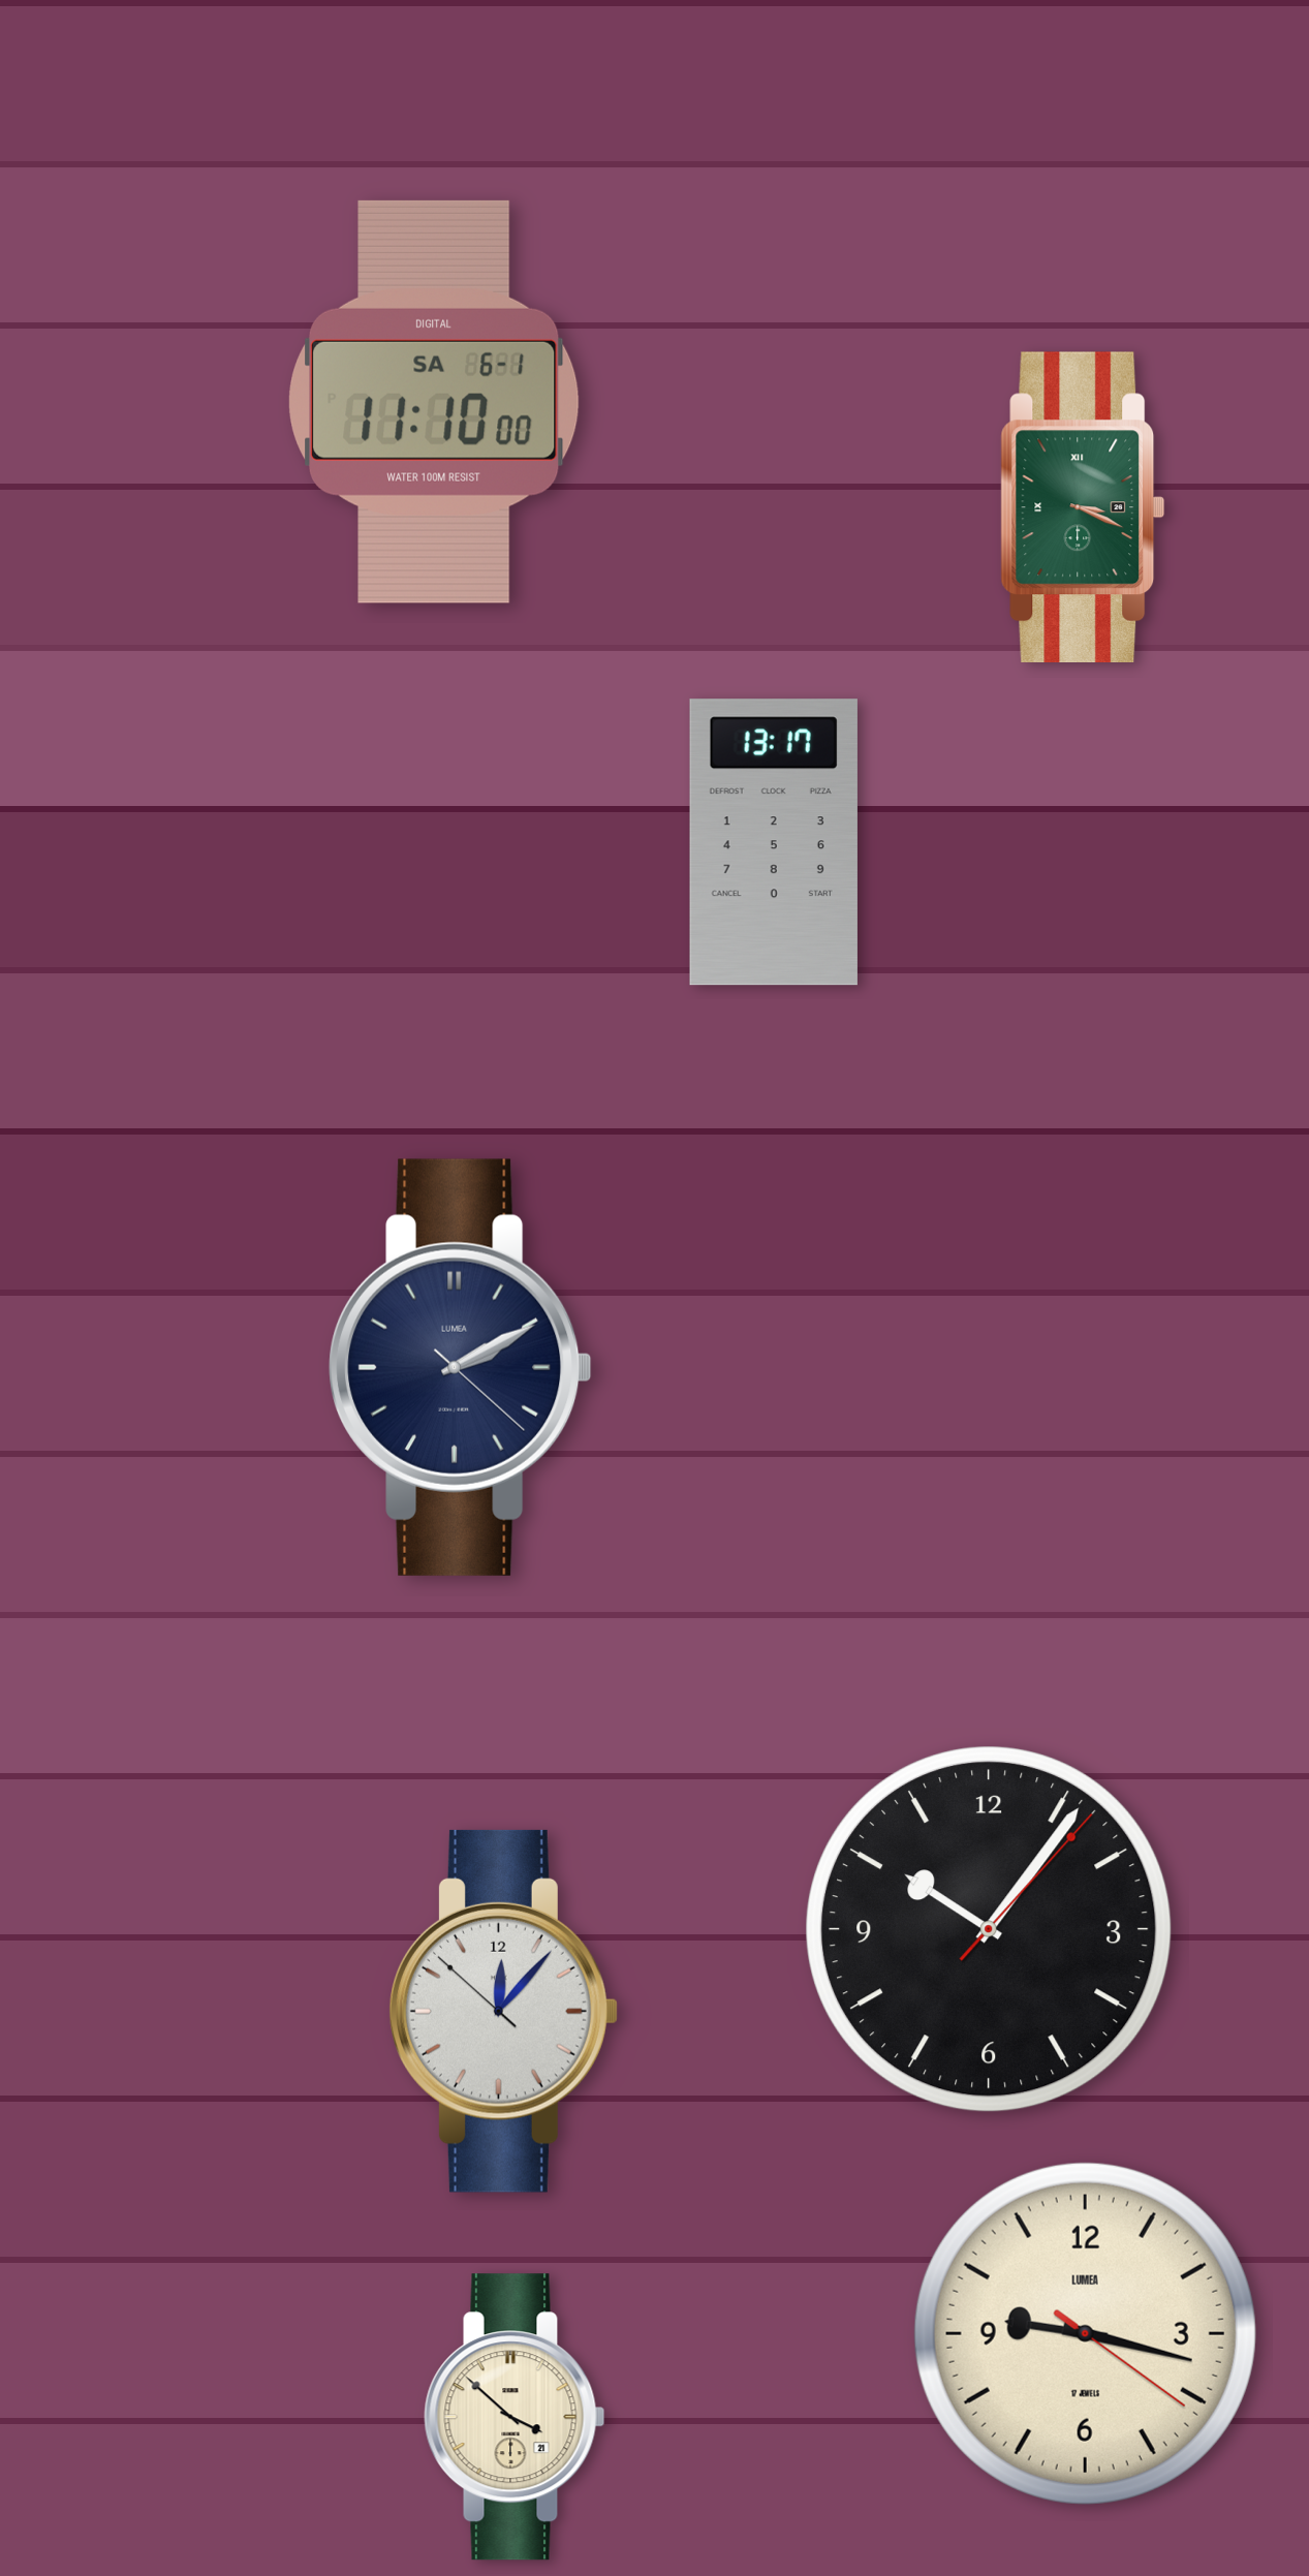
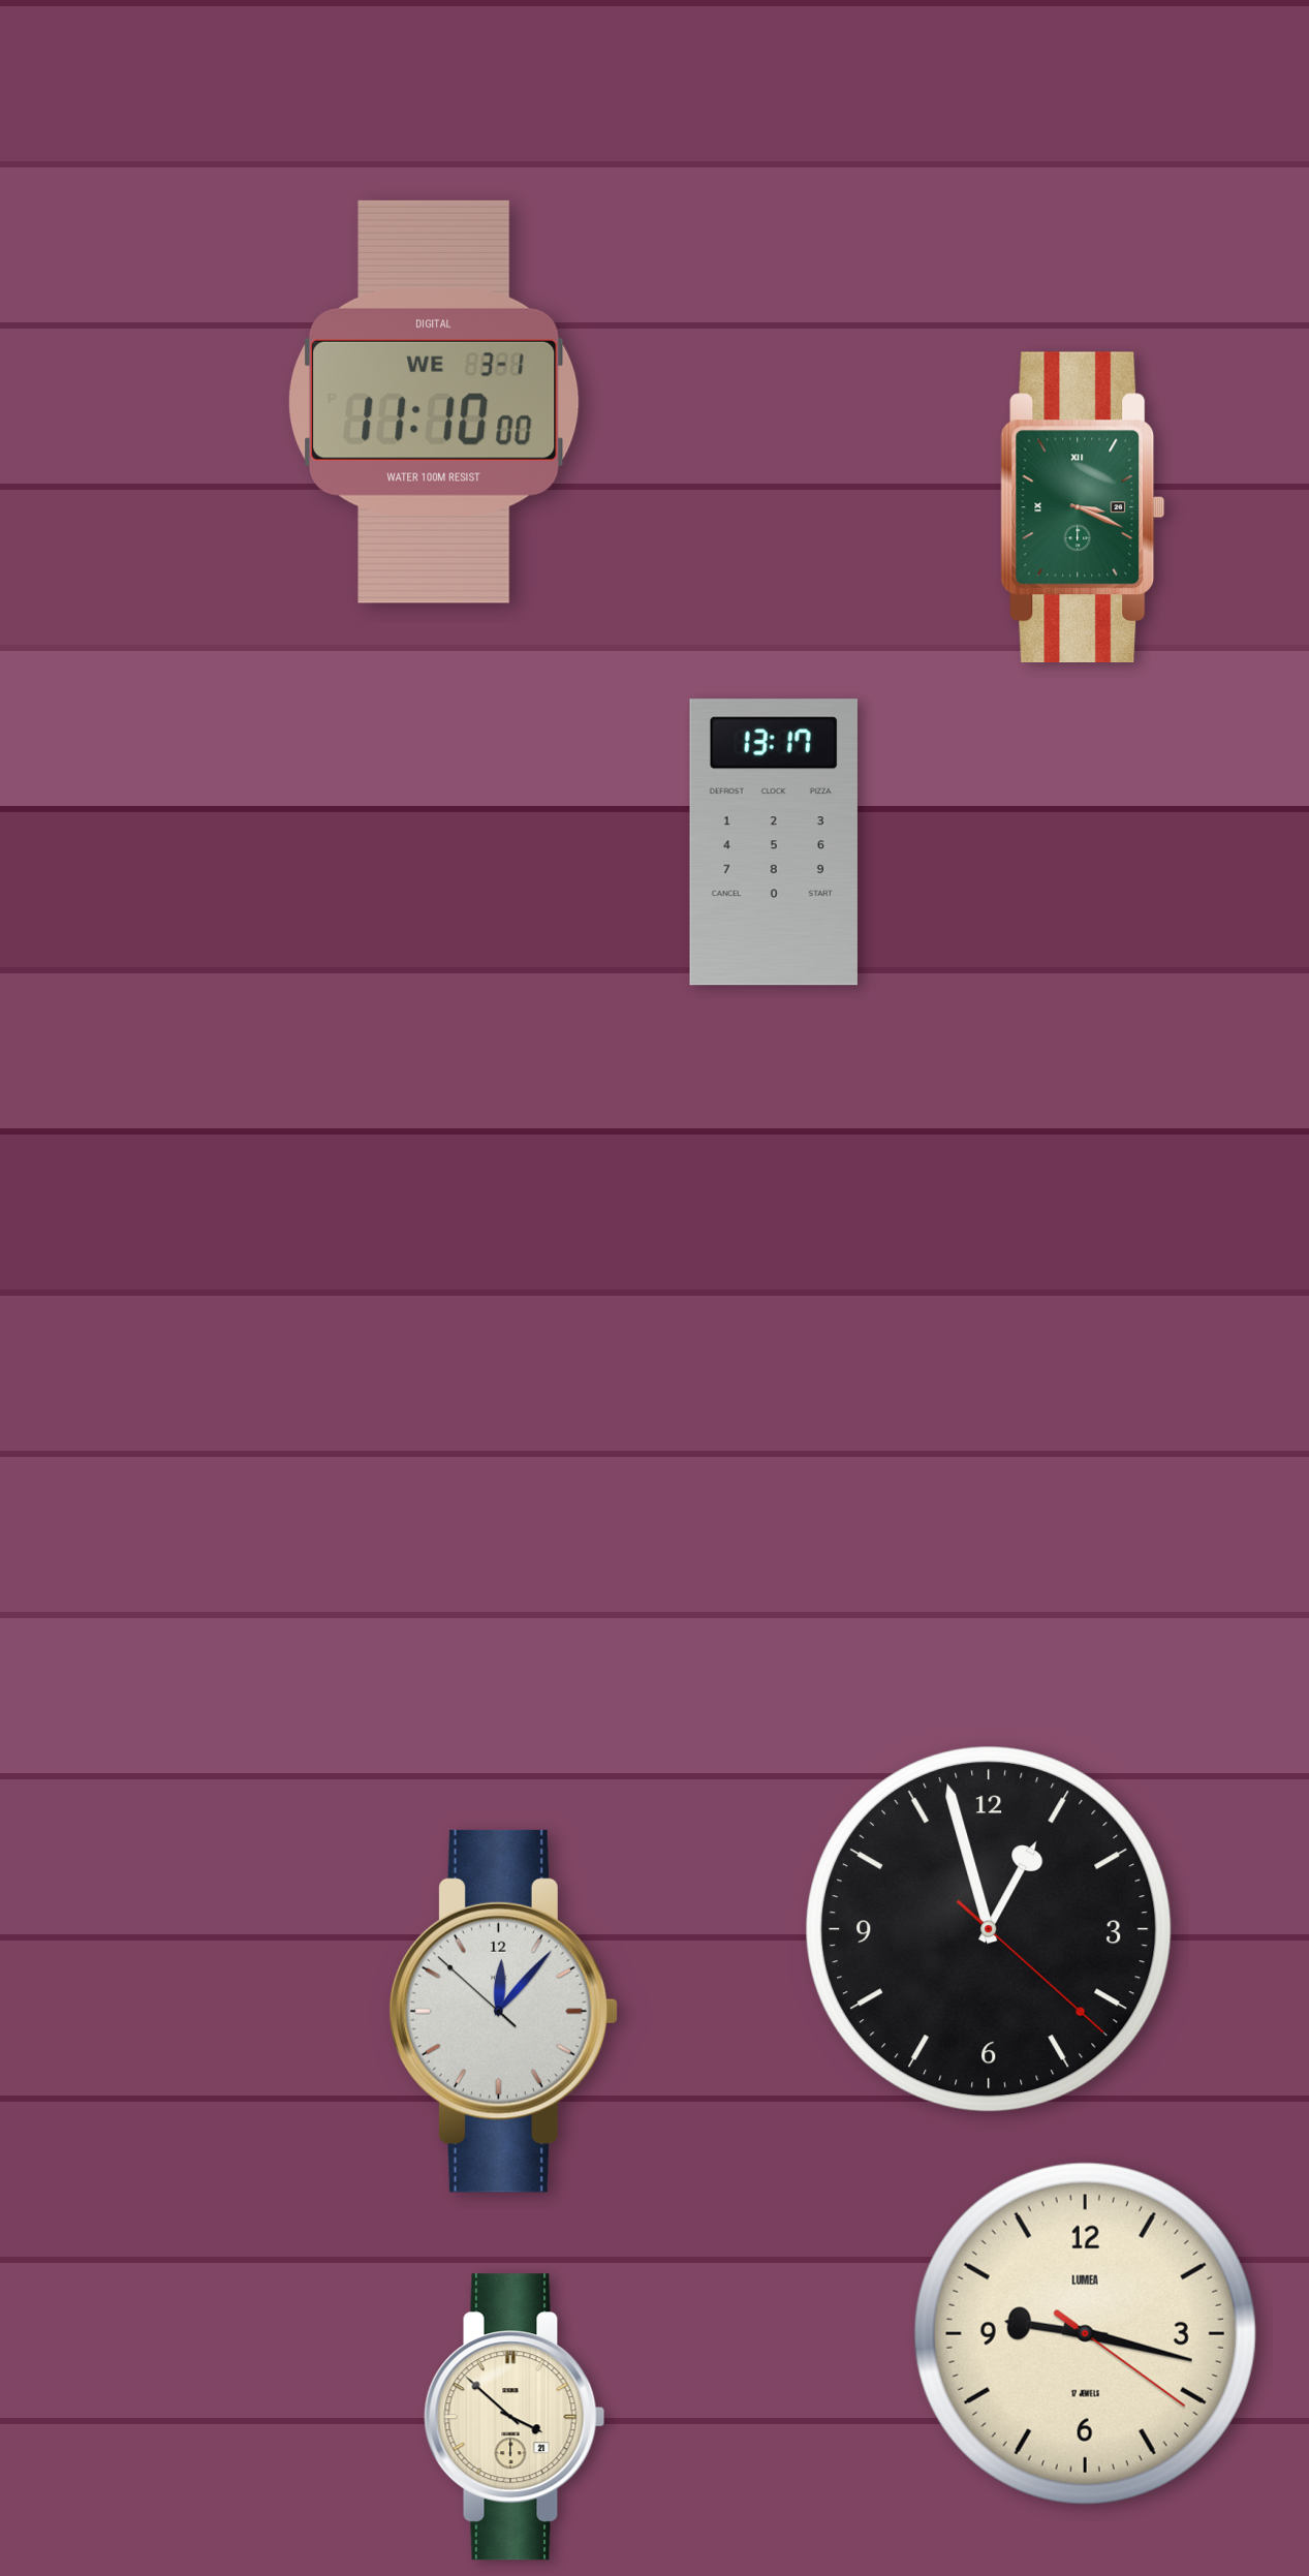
clock at (434, 402) date: SA 6-1 -> WE 3-1
clock at (461, 1367): 2:10 -> none
clock at (990, 1930): 10:06 -> 12:57
